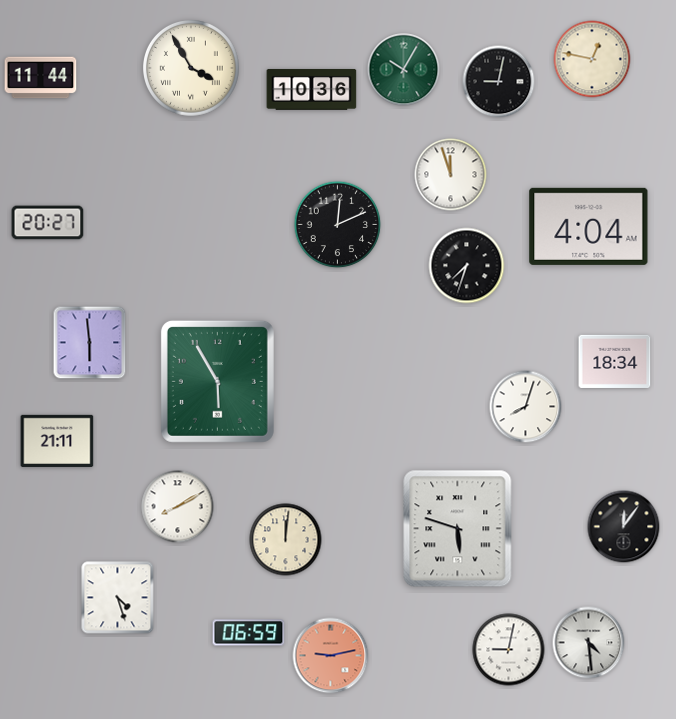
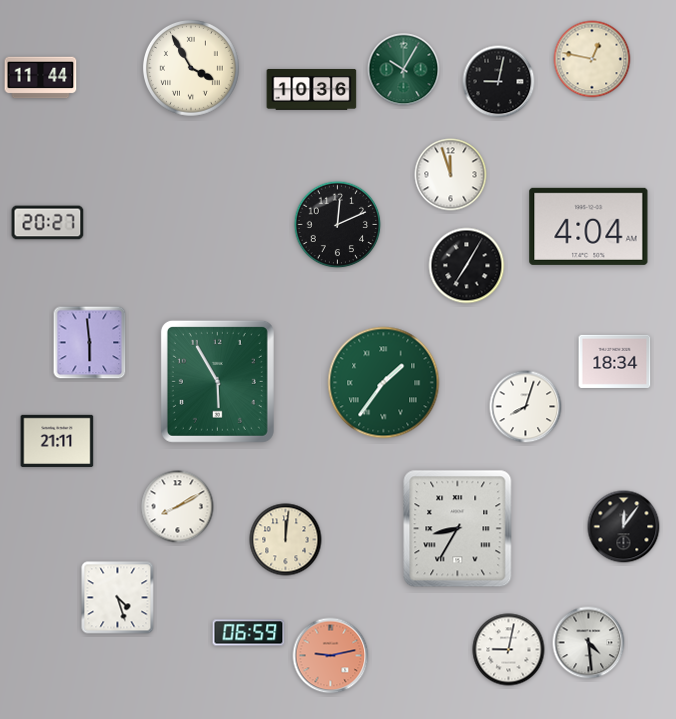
clock at (467, 266): 7:33 -> 7:05
clock at (384, 383): none -> 1:36
clock at (458, 529): 5:48 -> 8:35
